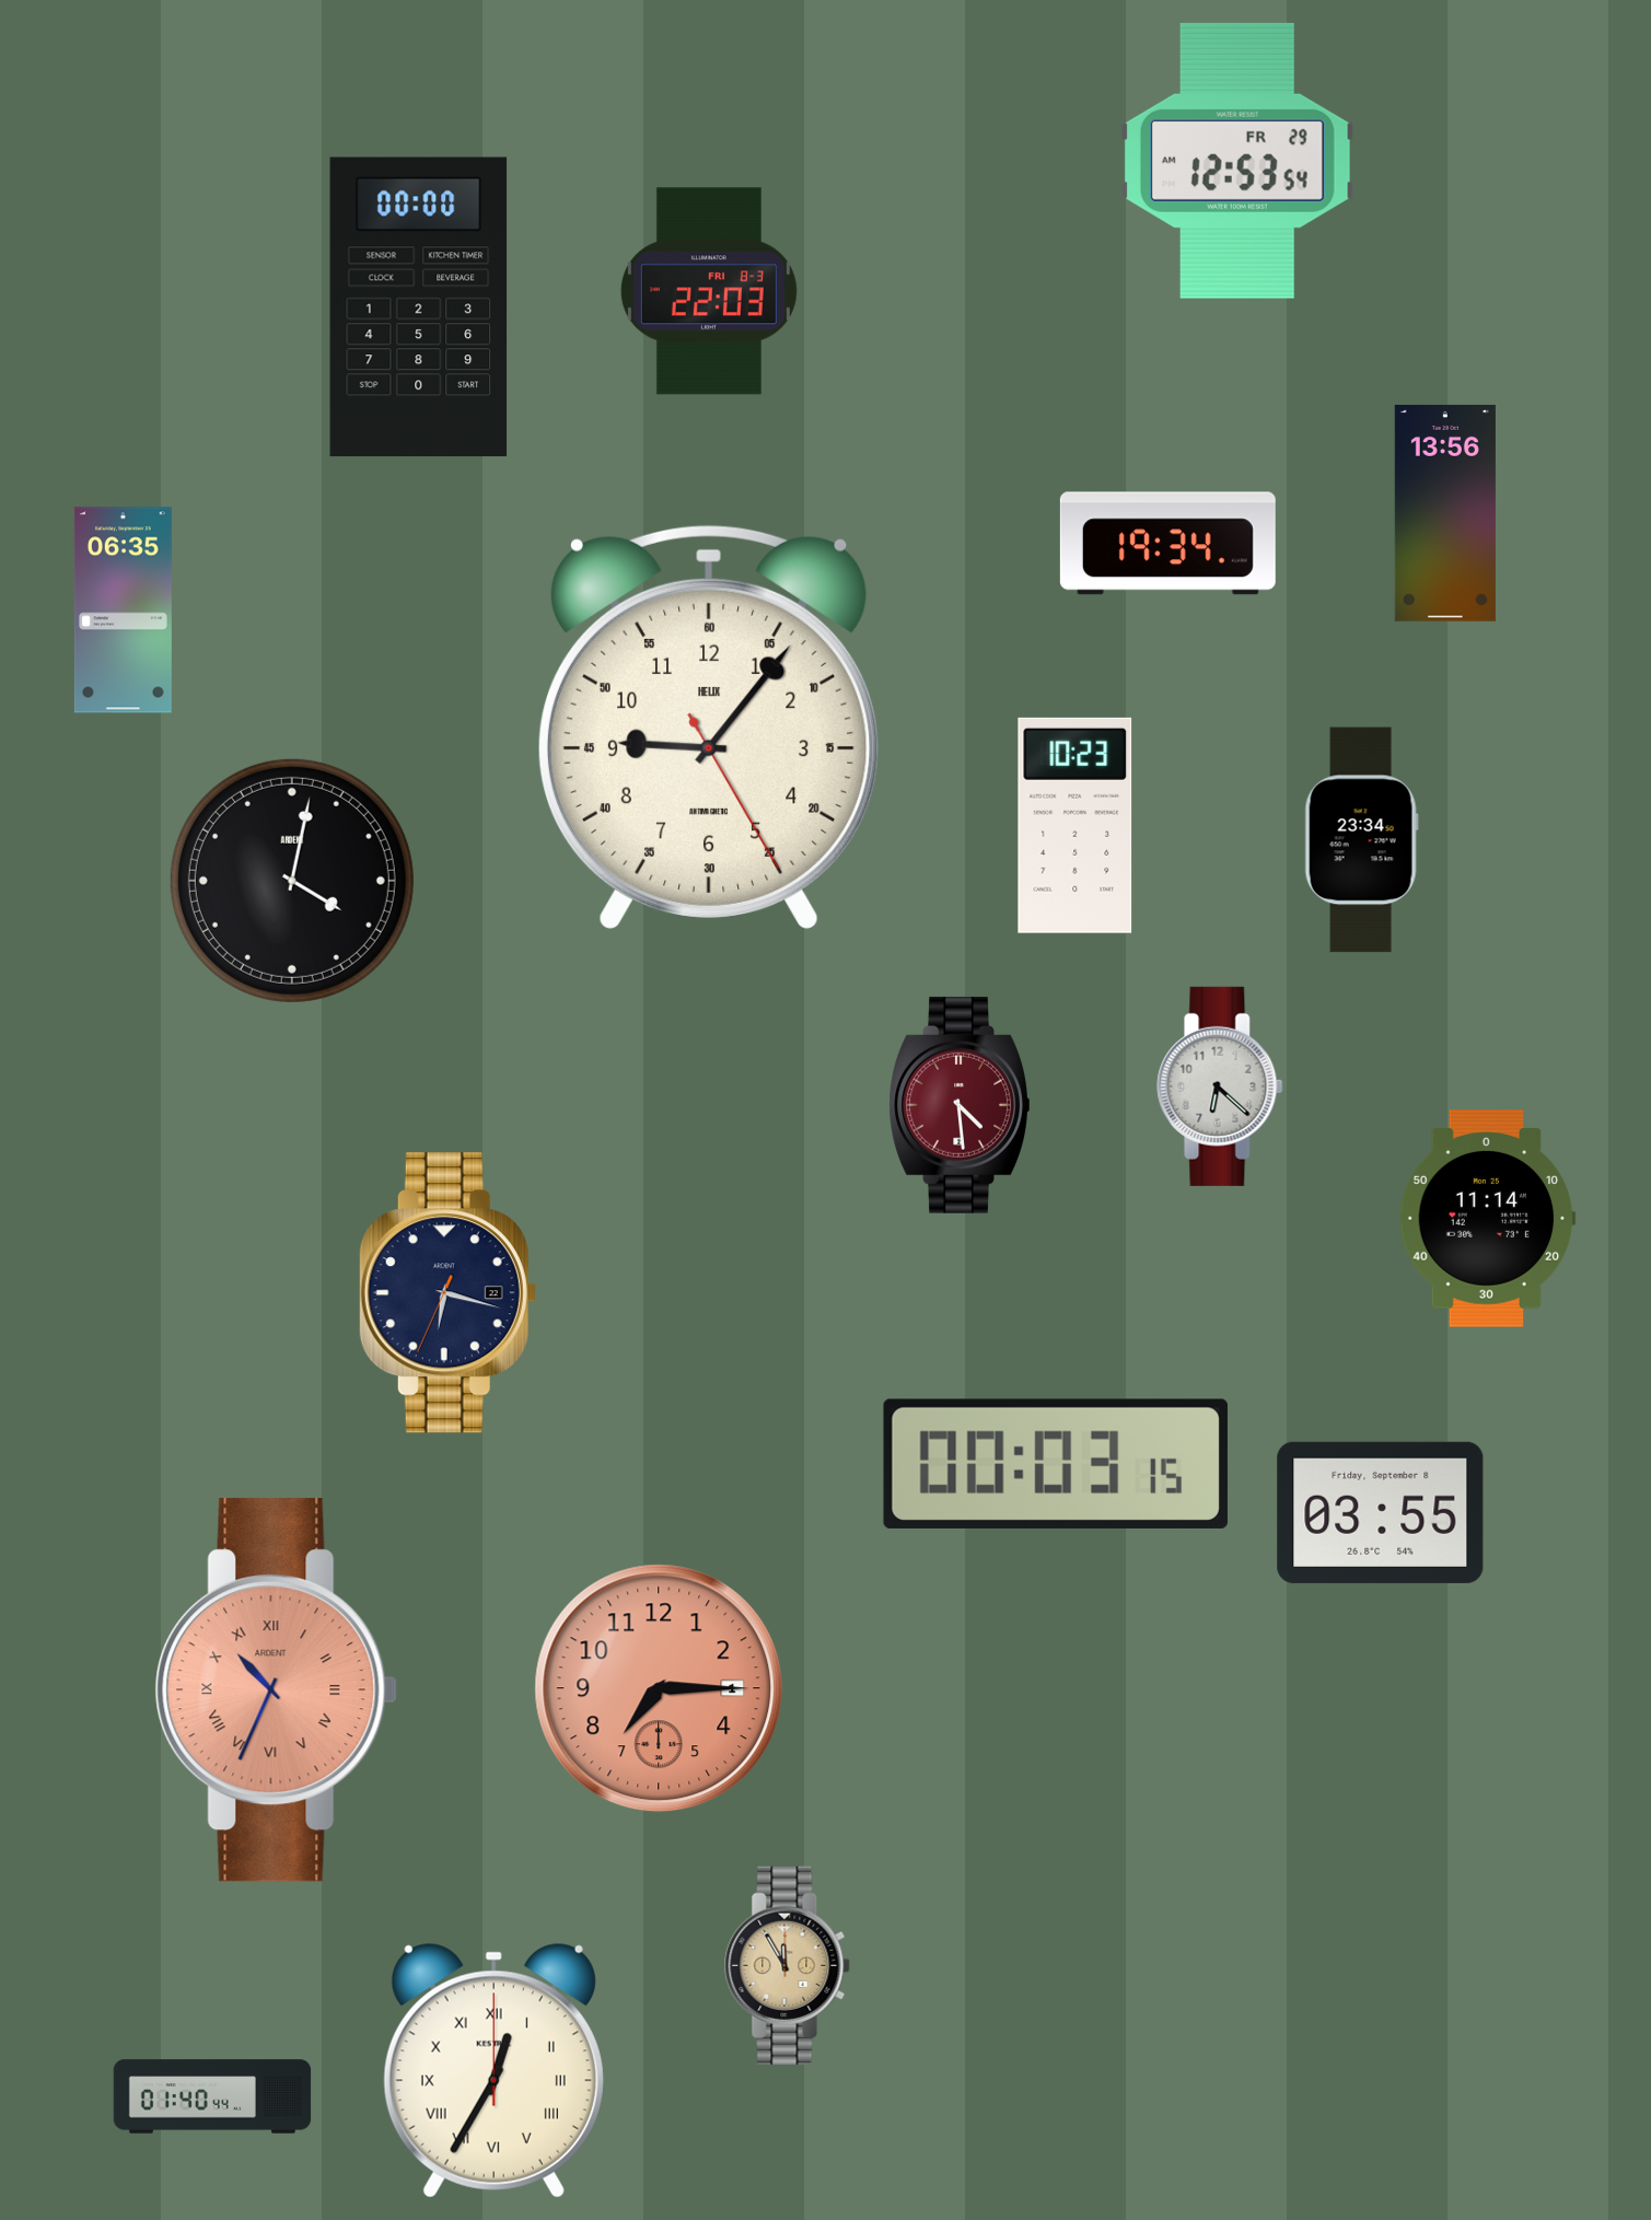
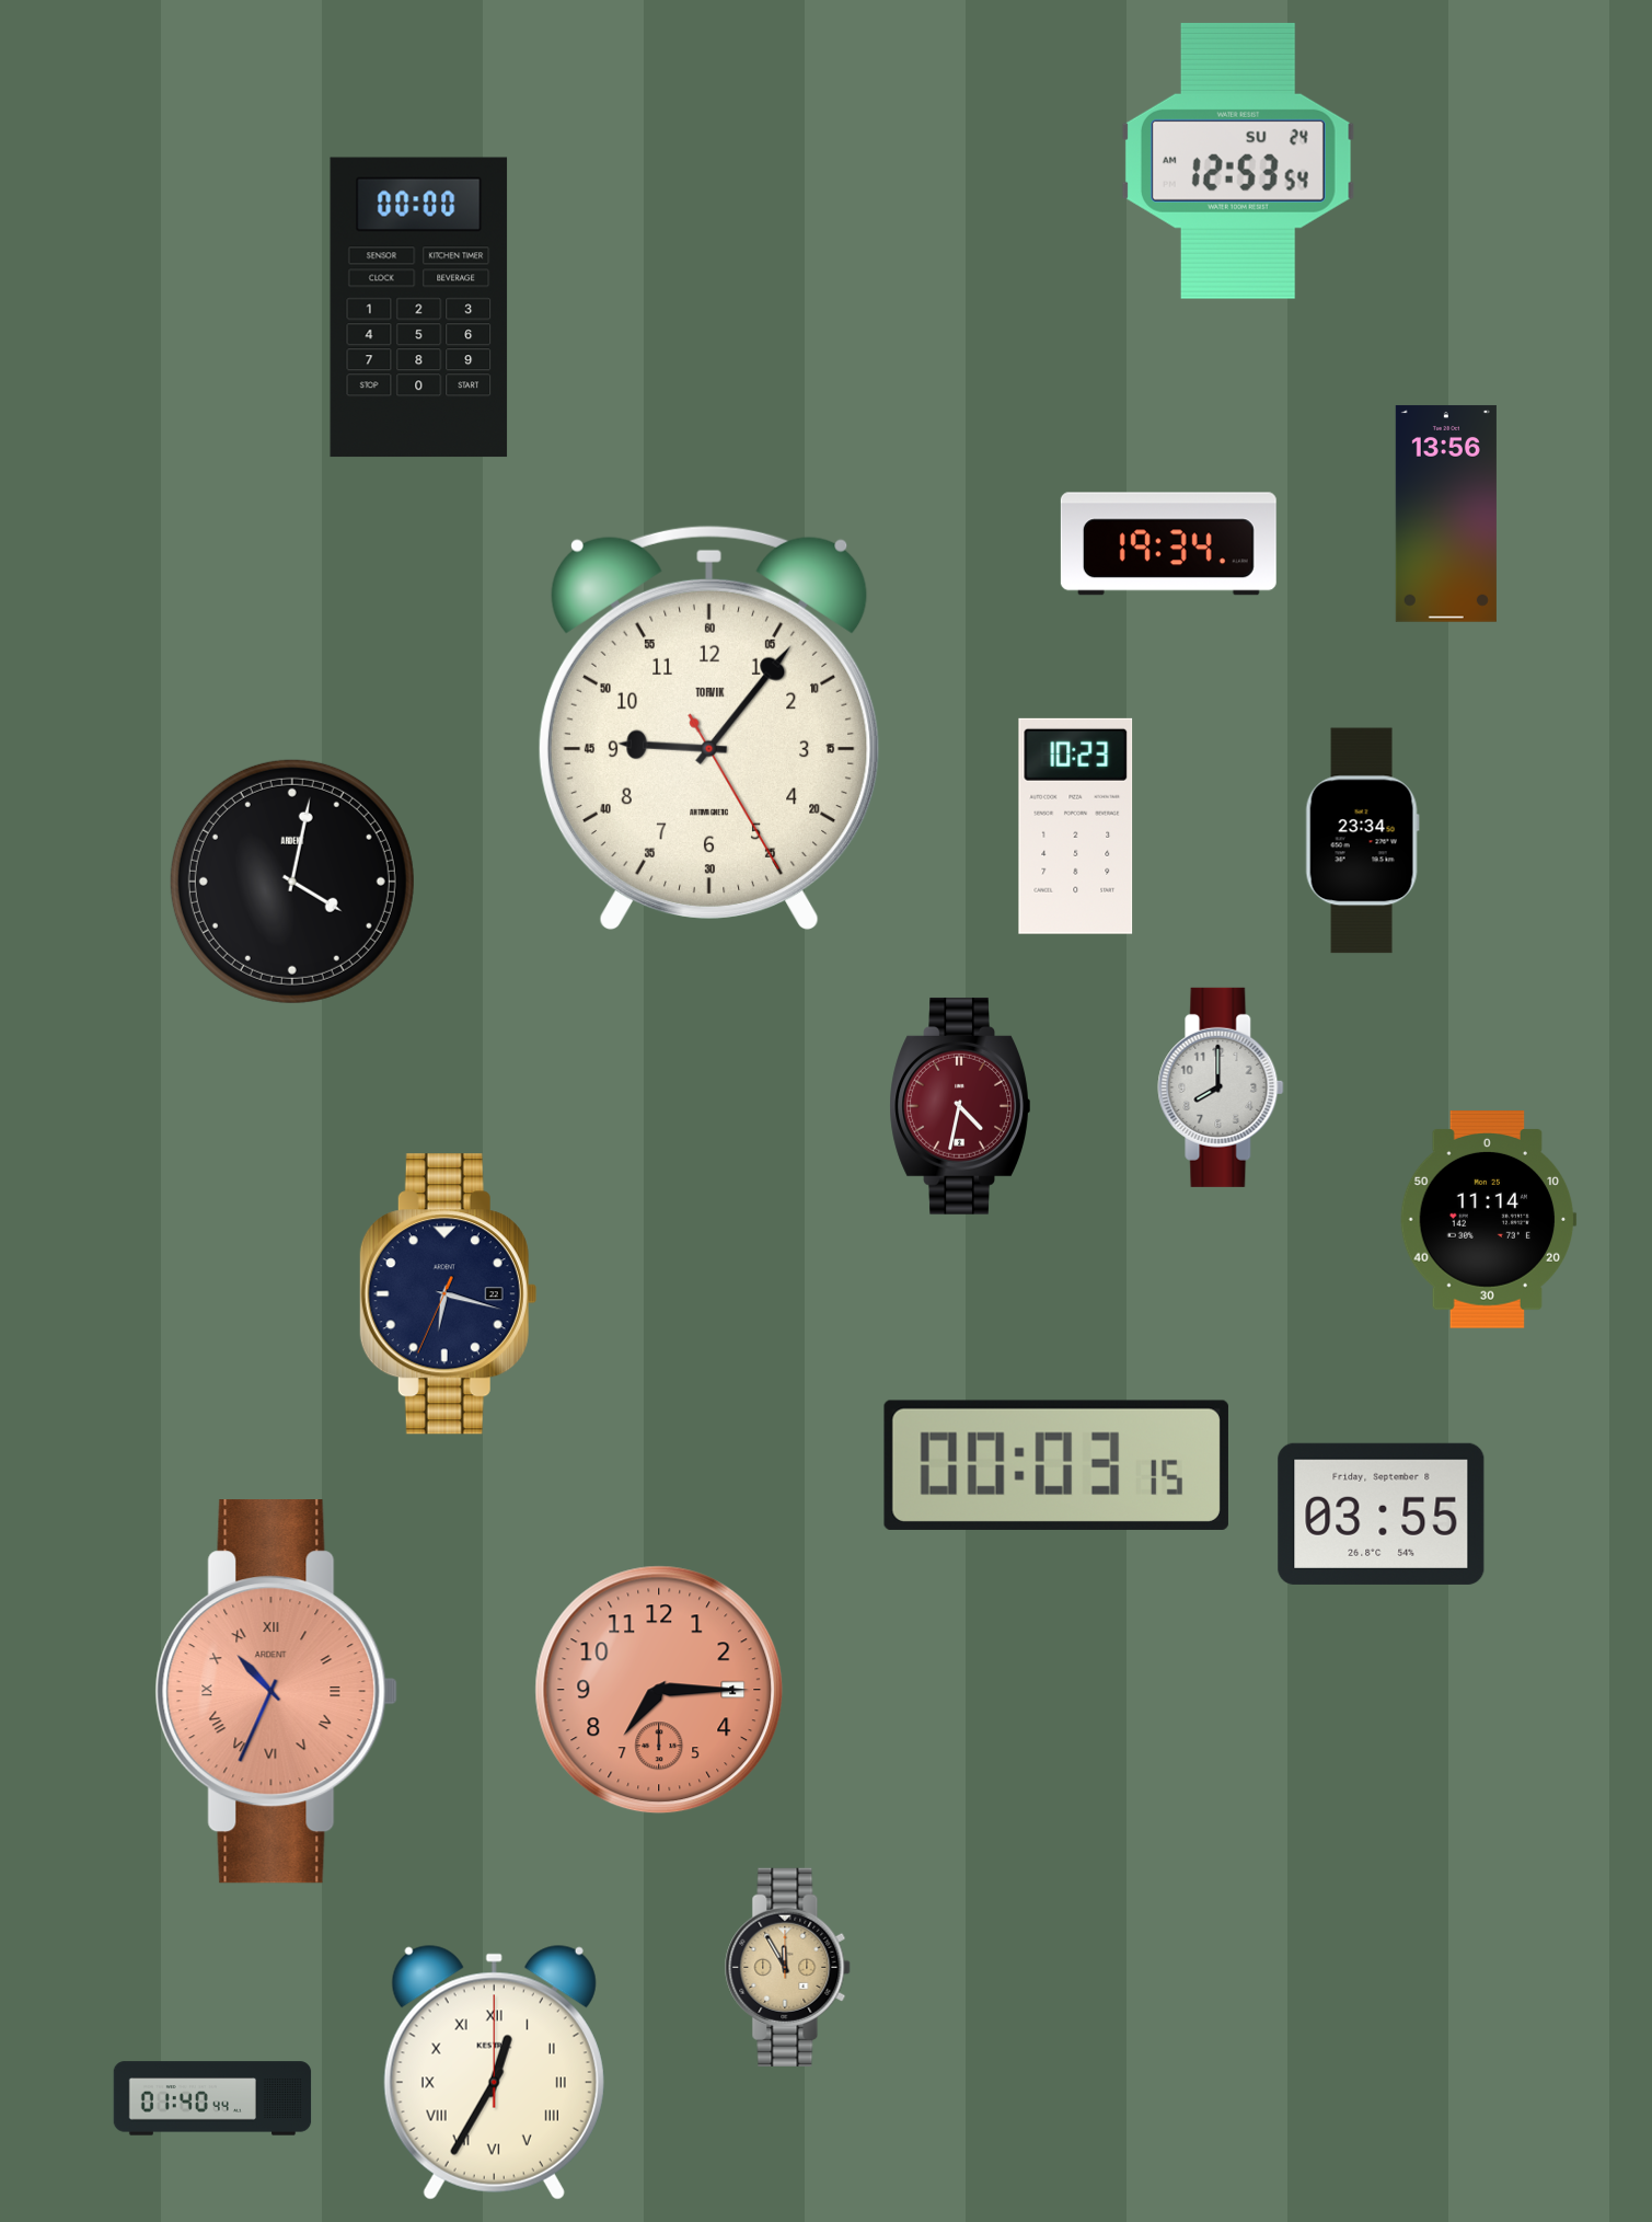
clock at (1237, 161) date: FR 29 -> SU 24
clock at (709, 291): 22:03 -> none
clock at (123, 611): 06:35 -> none
clock at (709, 727) brand: HELIX -> TORVIK
clock at (1220, 1086): 6:22 -> 8:00
clock at (960, 1105): 4:29 -> 4:32
